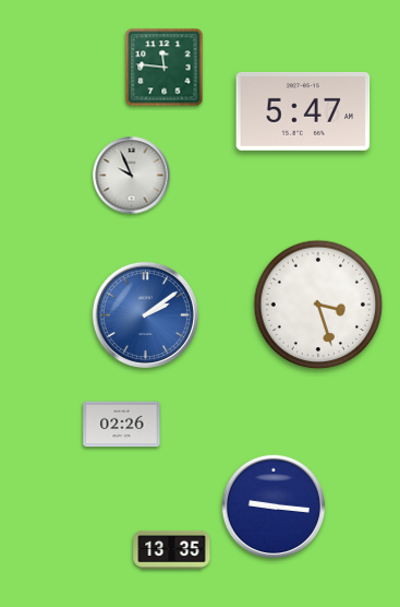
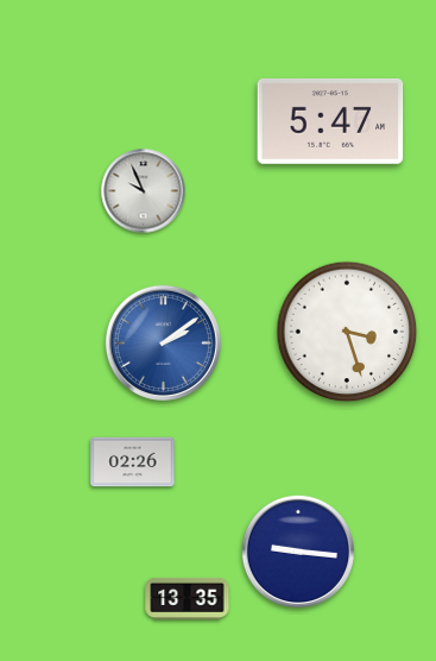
clock at (165, 68): 11:46 -> none
clock at (145, 314) position: (145, 314) -> (163, 342)
